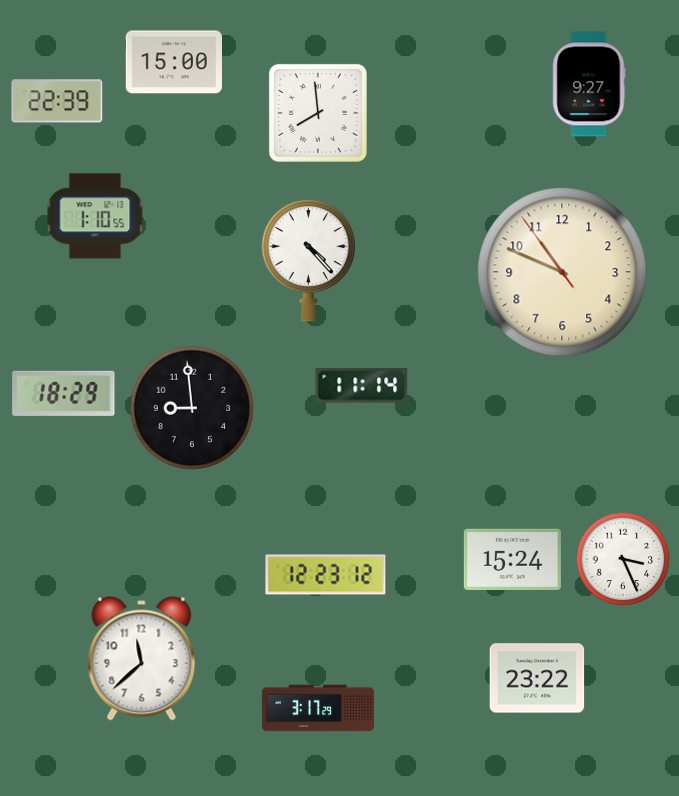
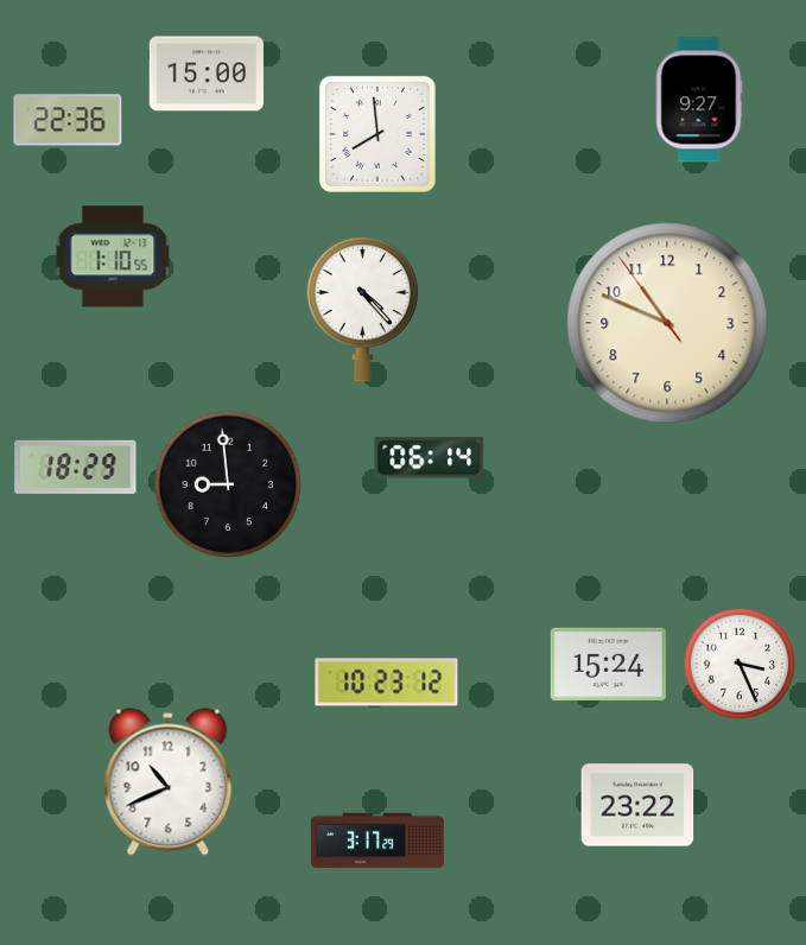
clock at (57, 101): 22:39 -> 22:36
clock at (308, 260) position: (308, 260) -> (362, 309)
clock at (362, 386): 11:14 -> 06:14
clock at (326, 575): 12:23 -> 10:23
clock at (142, 659): 11:38 -> 10:41
